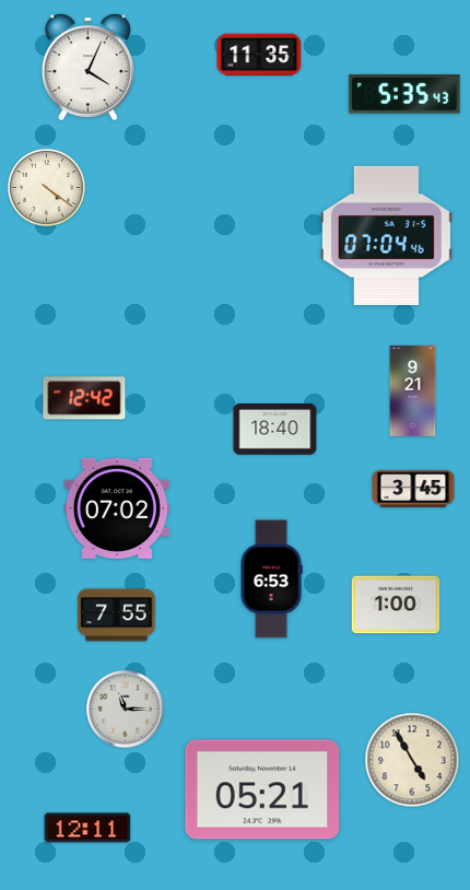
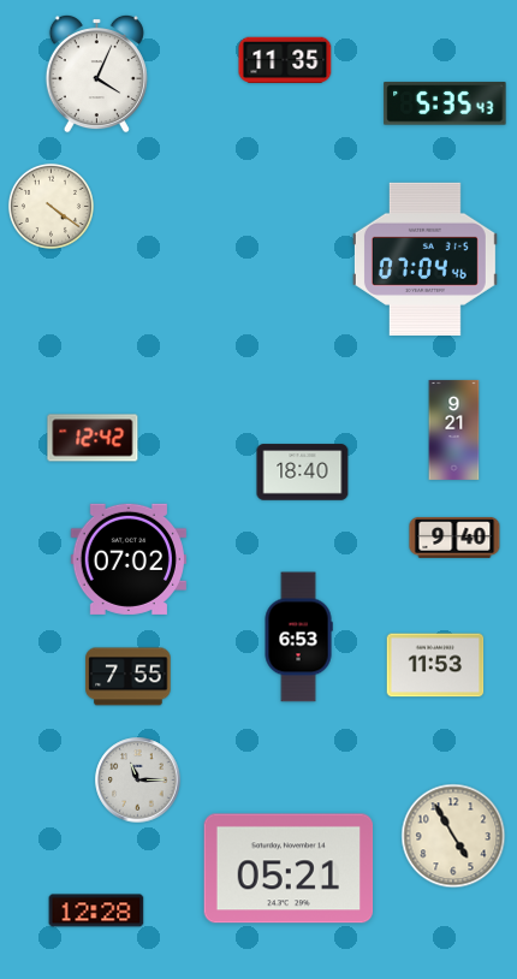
clock at (413, 489): 3:45 -> 9:40
clock at (396, 605): 1:00 -> 11:53
clock at (87, 828): 12:11 -> 12:28
